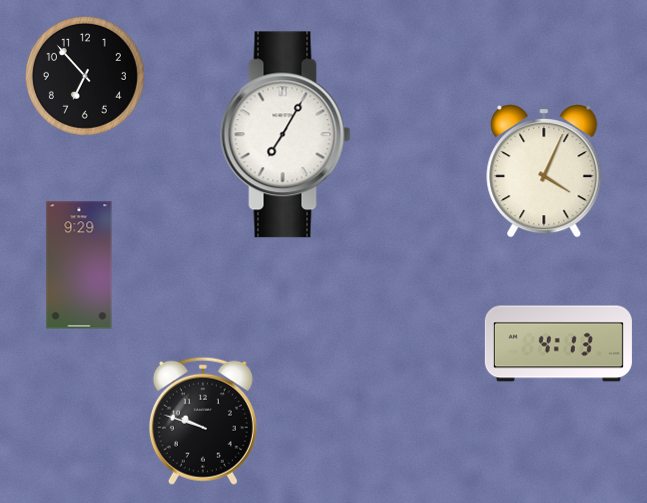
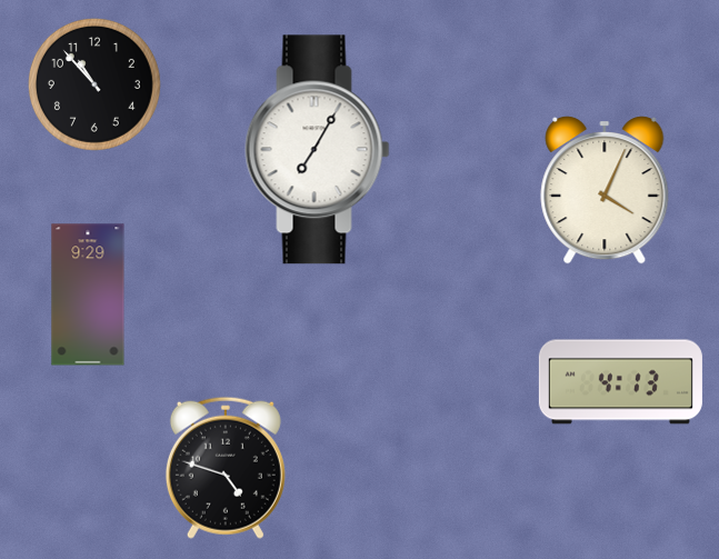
clock at (85, 76): 6:53 -> 10:53
clock at (203, 421): 9:48 -> 4:48
